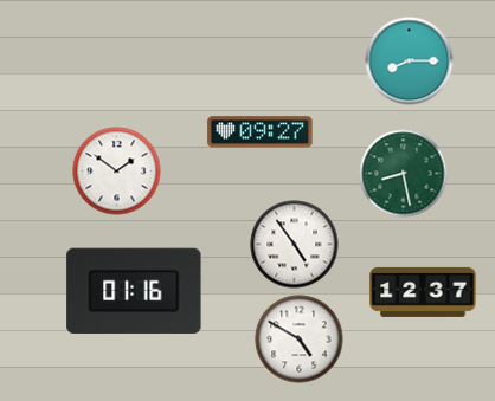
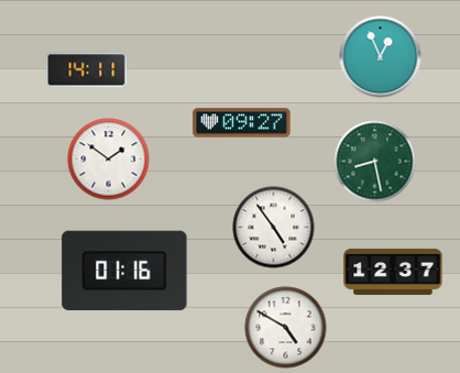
clock at (410, 62): 8:15 -> 12:56
clock at (87, 70): none -> 14:11
clock at (300, 339) position: (300, 339) -> (286, 328)
